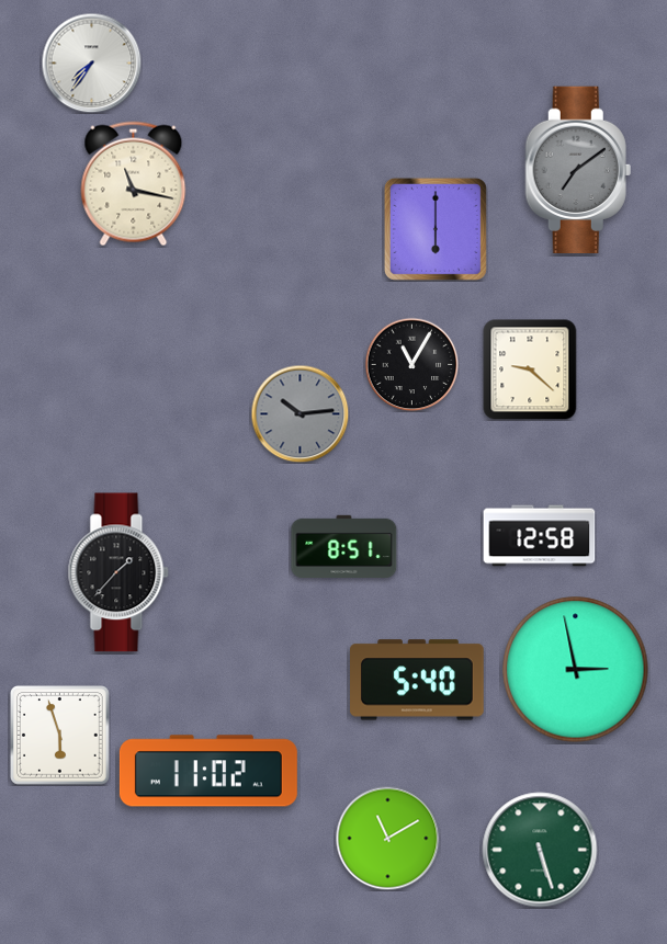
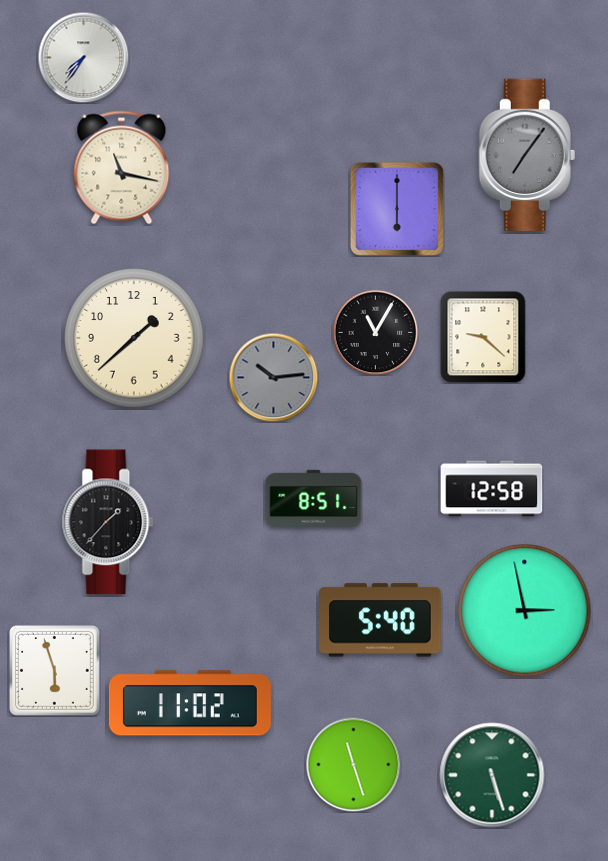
clock at (578, 170): 7:09 -> 7:06
clock at (134, 338): none -> 1:38
clock at (387, 838): 11:10 -> 11:27
